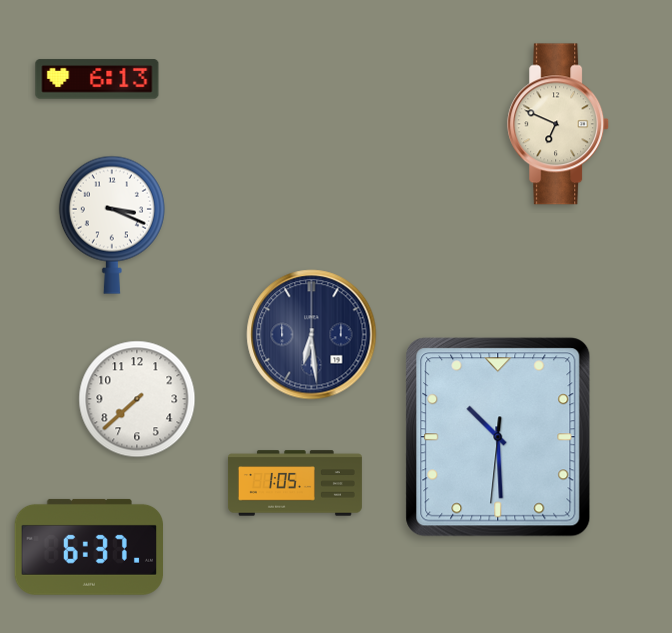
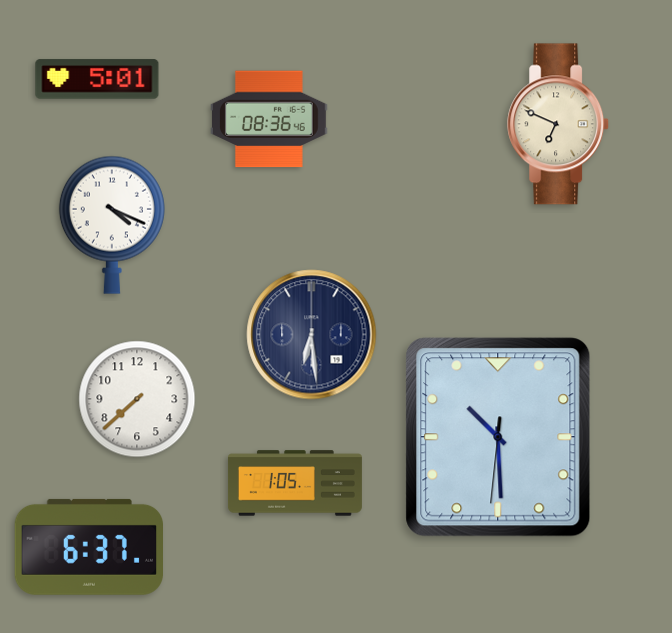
clock at (97, 79): 6:13 -> 5:01
clock at (270, 119): none -> 08:36
clock at (112, 225): 3:19 -> 4:19
